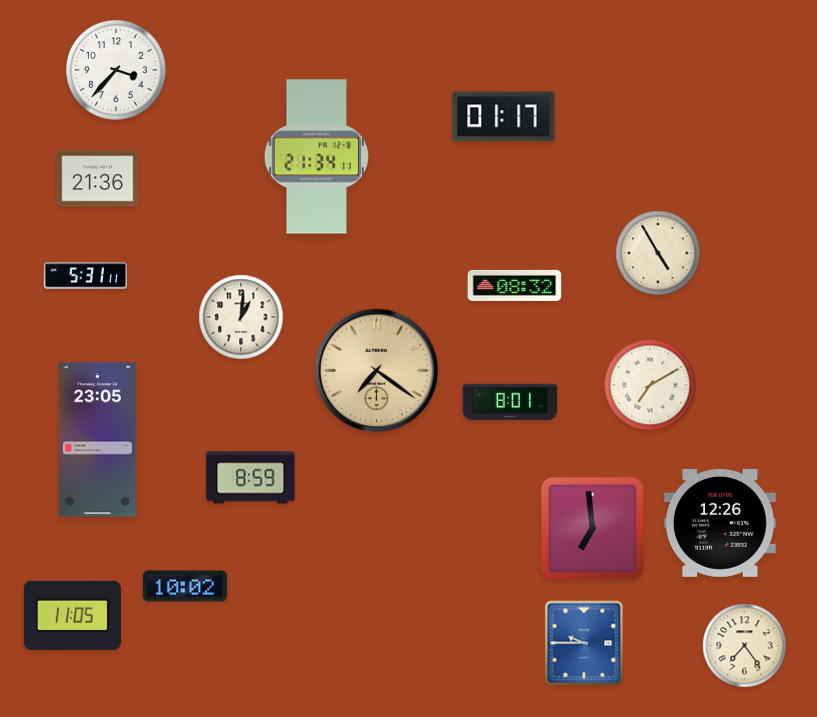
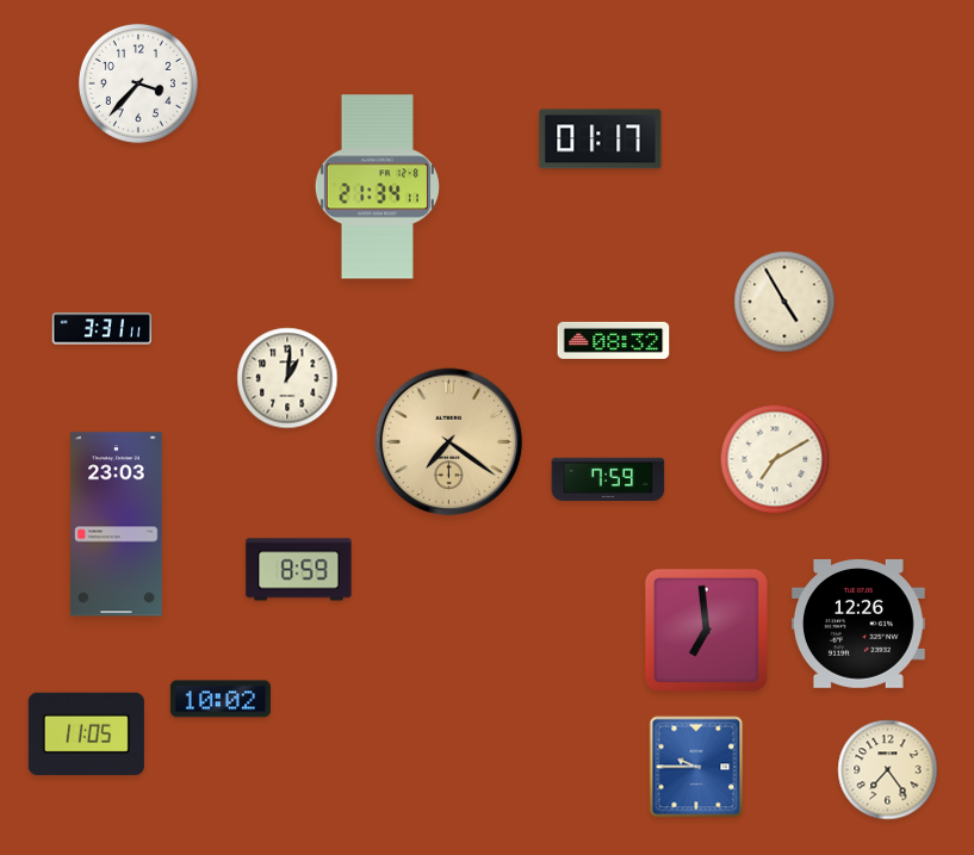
clock at (98, 179): 21:36 -> none
clock at (85, 276): 5:31 -> 3:31
clock at (510, 402): 8:01 -> 7:59
clock at (98, 440): 23:05 -> 23:03
